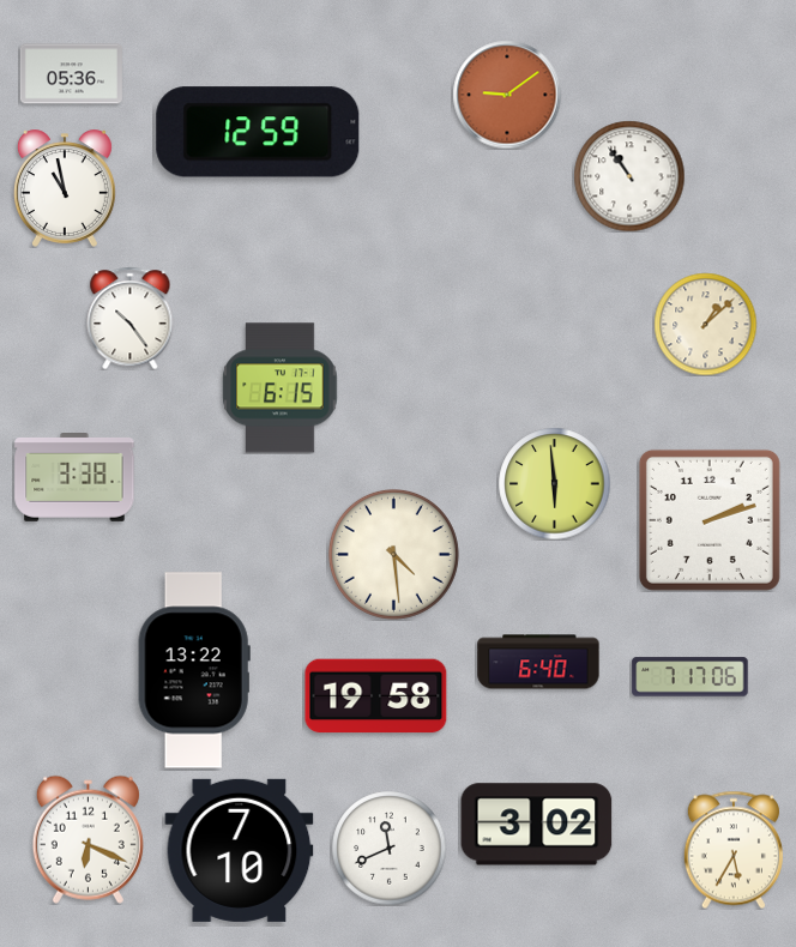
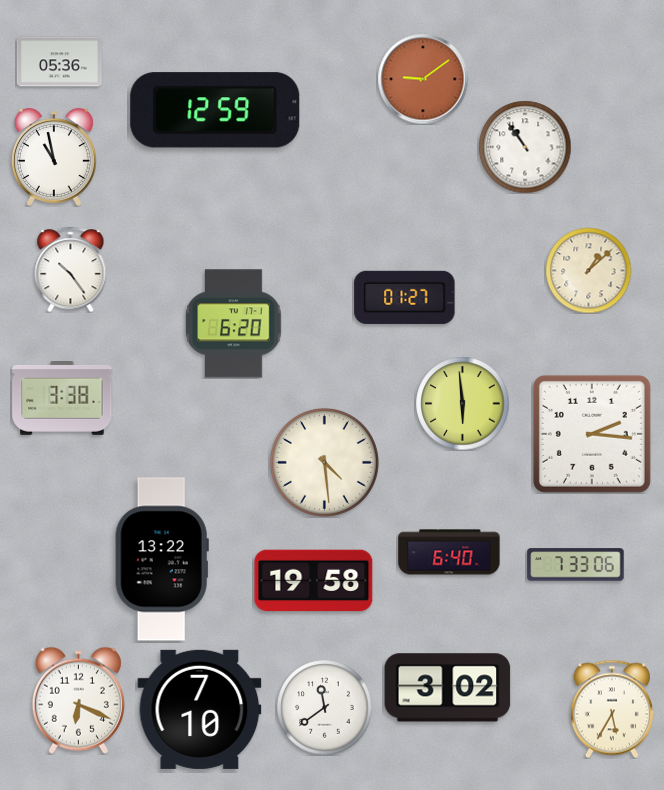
clock at (131, 318) position: (131, 318) -> (71, 269)
clock at (405, 297): none -> 01:27
clock at (281, 388): 6:15 -> 6:20
clock at (710, 520): 2:12 -> 2:16
clock at (393, 554) position: (393, 554) -> (324, 462)
clock at (691, 677): 7:17 -> 7:33
clock at (88, 839) position: (88, 839) -> (78, 700)
clock at (388, 848): 11:41 -> 11:39
